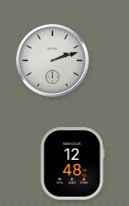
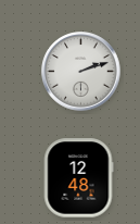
clock at (53, 61) position: (53, 61) -> (81, 72)
